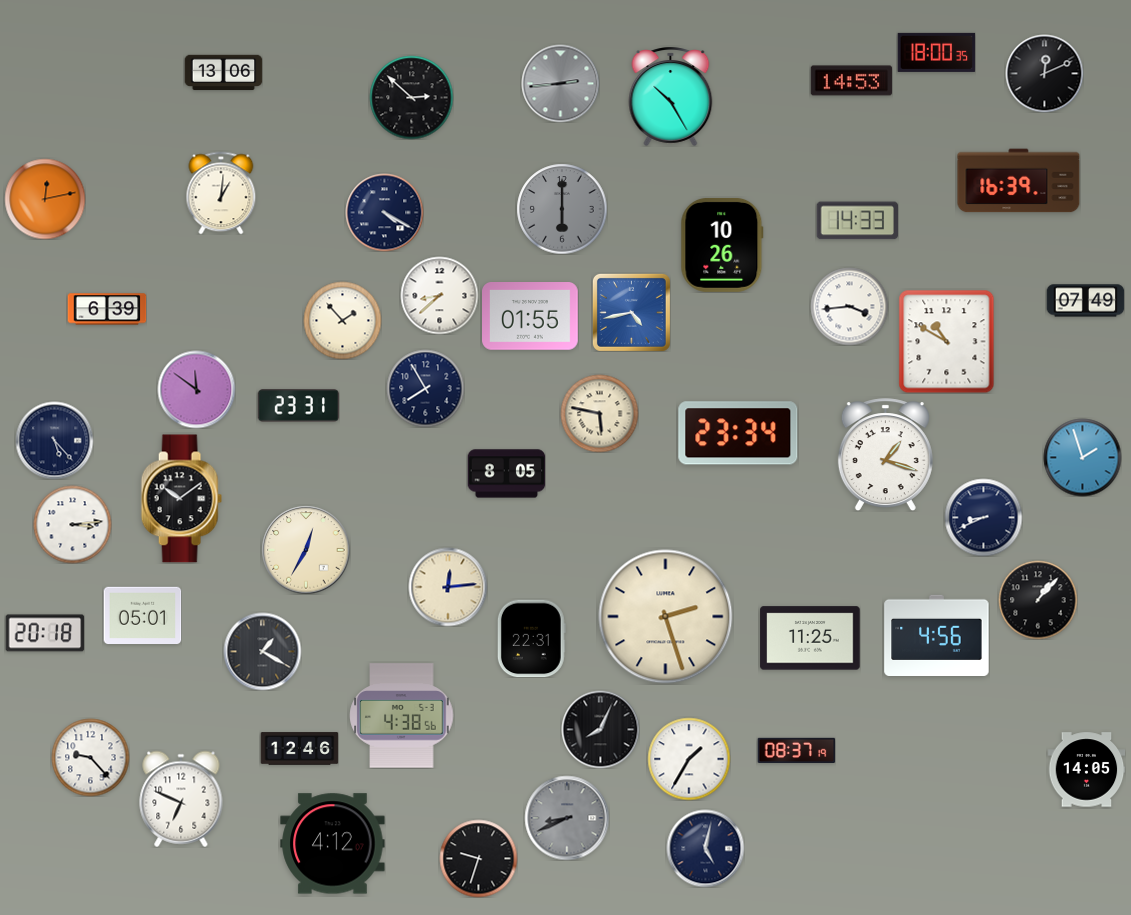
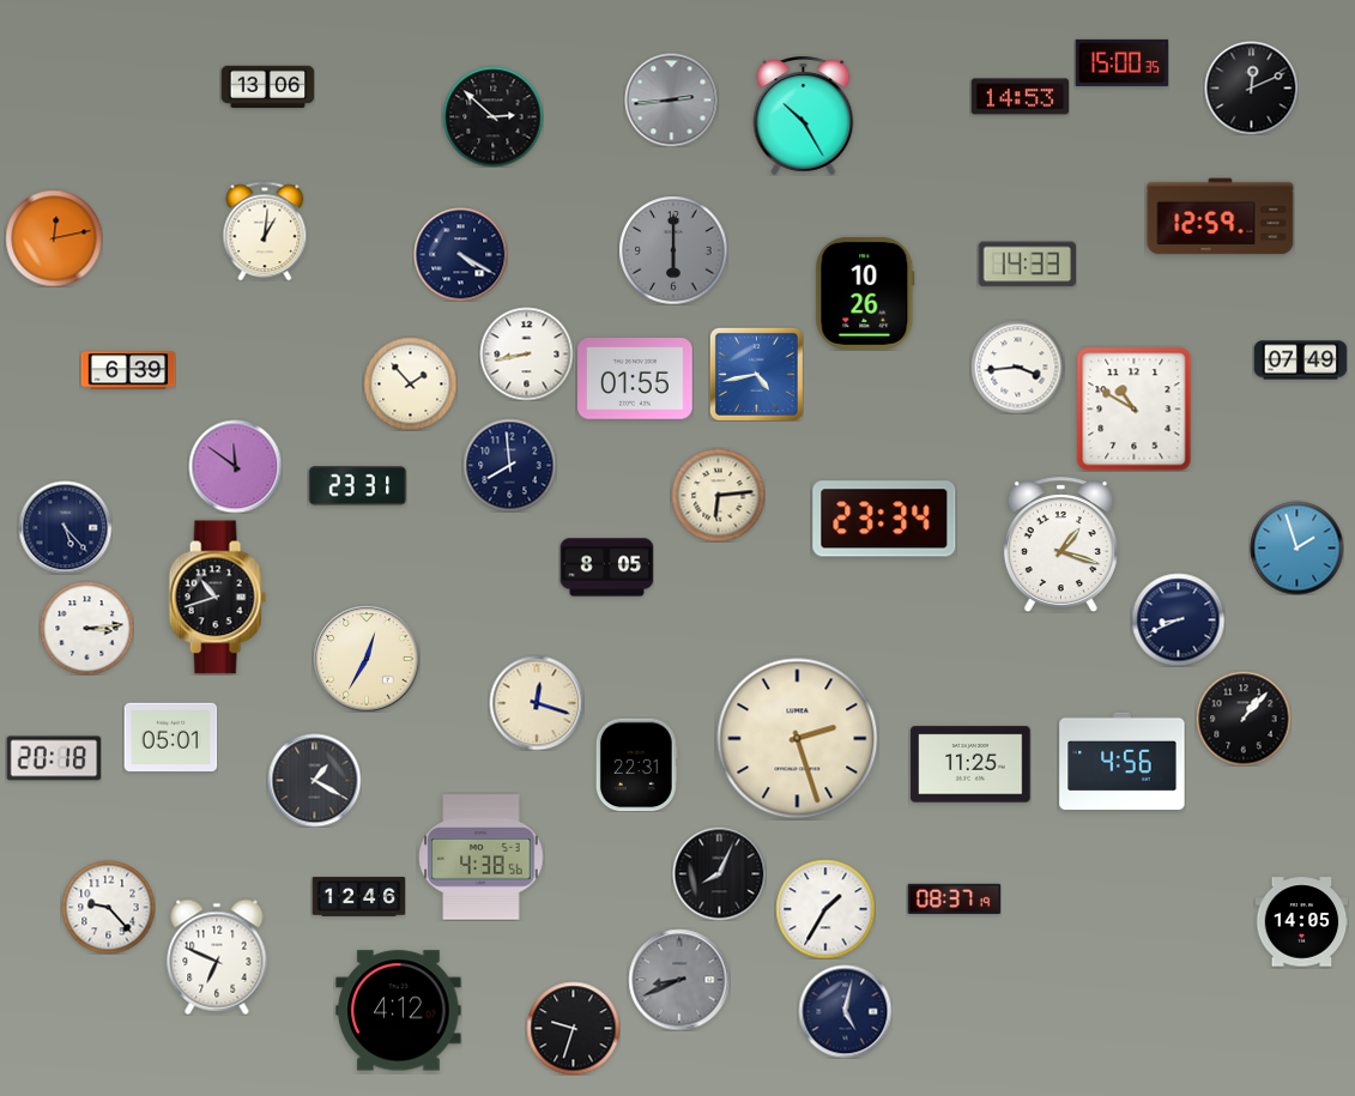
clock at (936, 52): 18:00 -> 15:00
clock at (1019, 181): 16:39 -> 12:59
clock at (439, 295): 8:38 -> 8:43
clock at (425, 388): 7:55 -> 7:59
clock at (599, 413): 5:47 -> 6:14
clock at (181, 499): 10:09 -> 10:42
clock at (448, 587): 12:14 -> 12:18
clock at (705, 848) position: (705, 848) -> (845, 1011)
